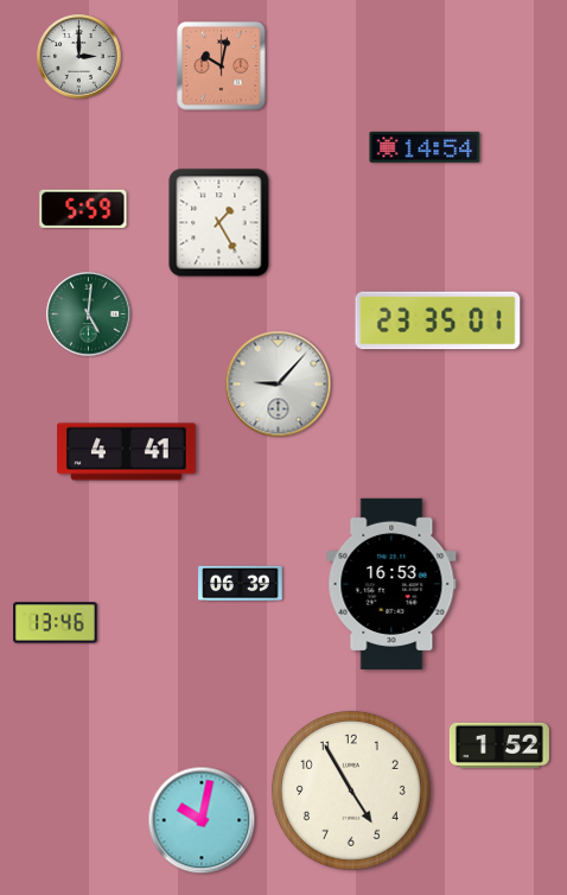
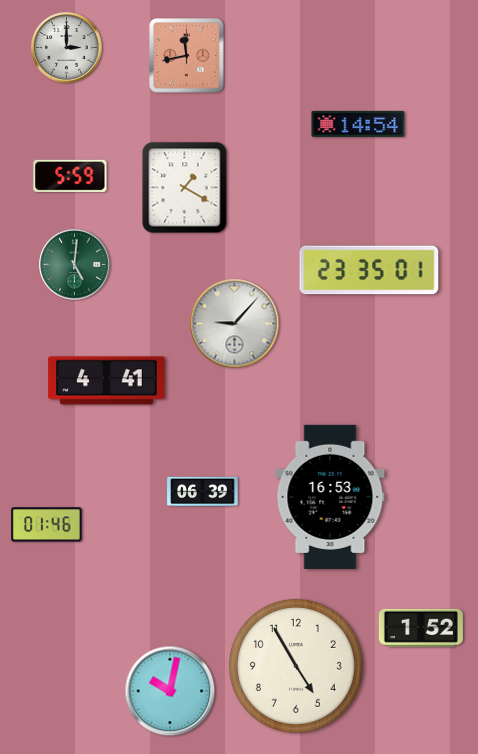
clock at (222, 66): 10:02 -> 11:43
clock at (219, 223): 1:25 -> 1:20
clock at (391, 584) position: (391, 584) -> (330, 497)
clock at (56, 623): 13:46 -> 01:46
